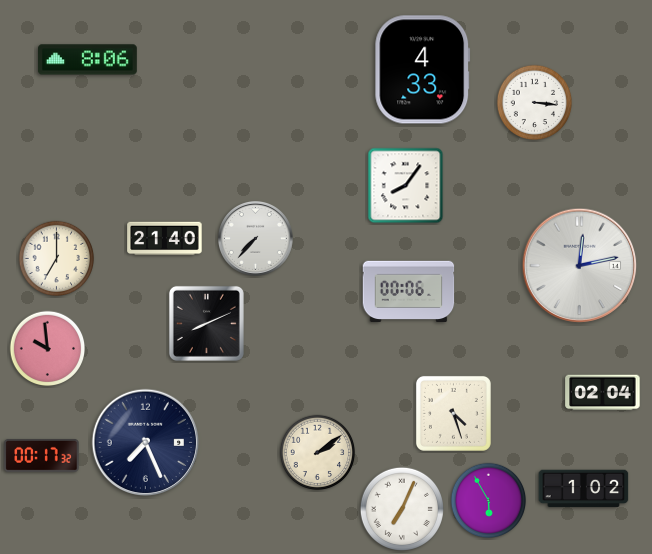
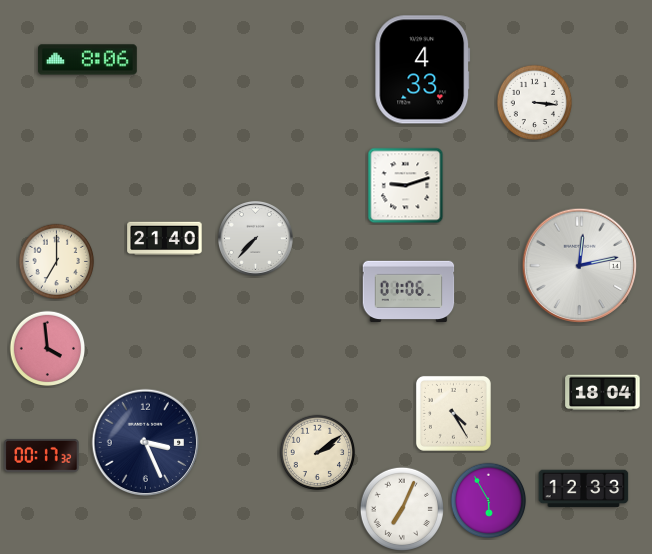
clock at (406, 186): 8:06 -> 9:12
clock at (57, 259) position: (57, 259) -> (57, 262)
clock at (409, 291): 00:06 -> 01:06
clock at (206, 323): 8:11 -> none
clock at (48, 349): 9:59 -> 3:59
clock at (603, 393): 02:04 -> 18:04
clock at (453, 413): 4:27 -> 4:25
clock at (146, 443): 7:26 -> 3:26
clock at (584, 489): 1:02 -> 12:33
